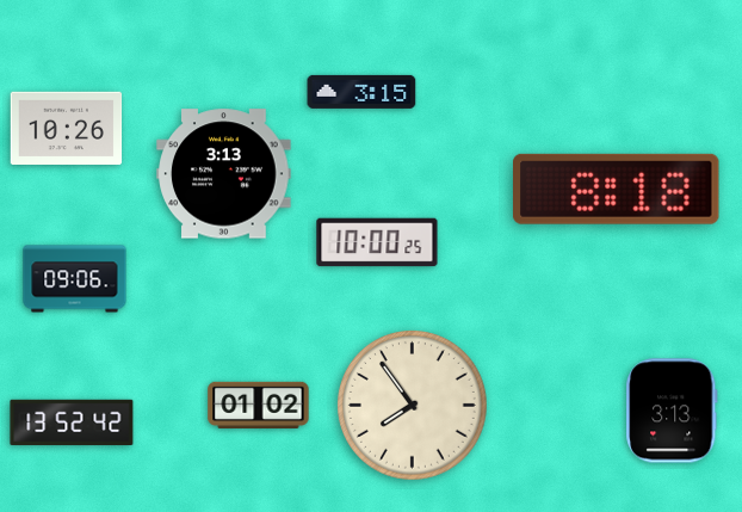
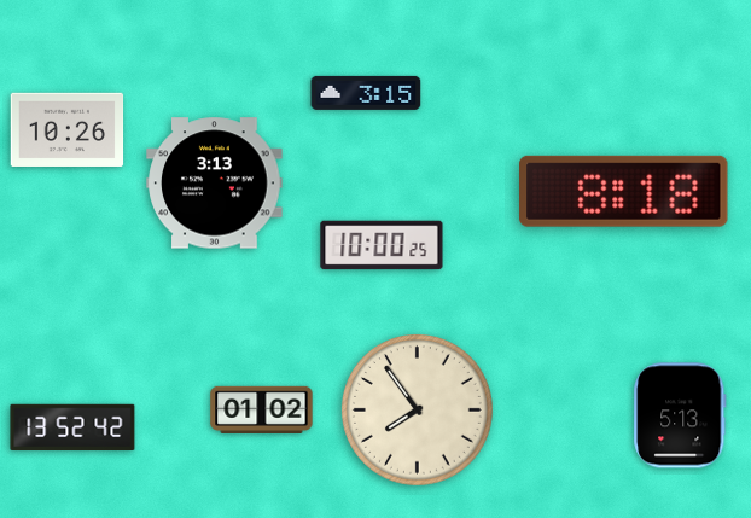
clock at (224, 174) position: (224, 174) -> (215, 184)
clock at (75, 279): 09:06 -> none
clock at (672, 411): 3:13 -> 5:13
